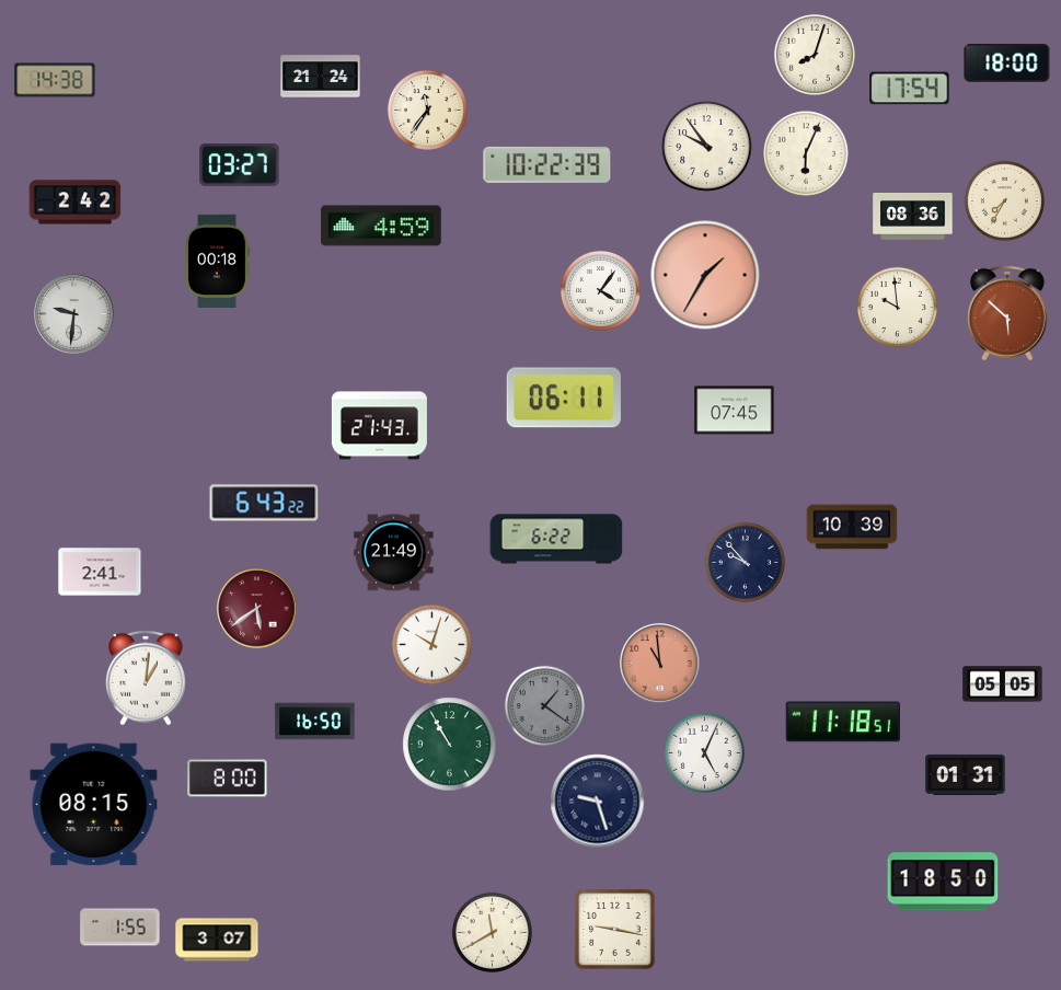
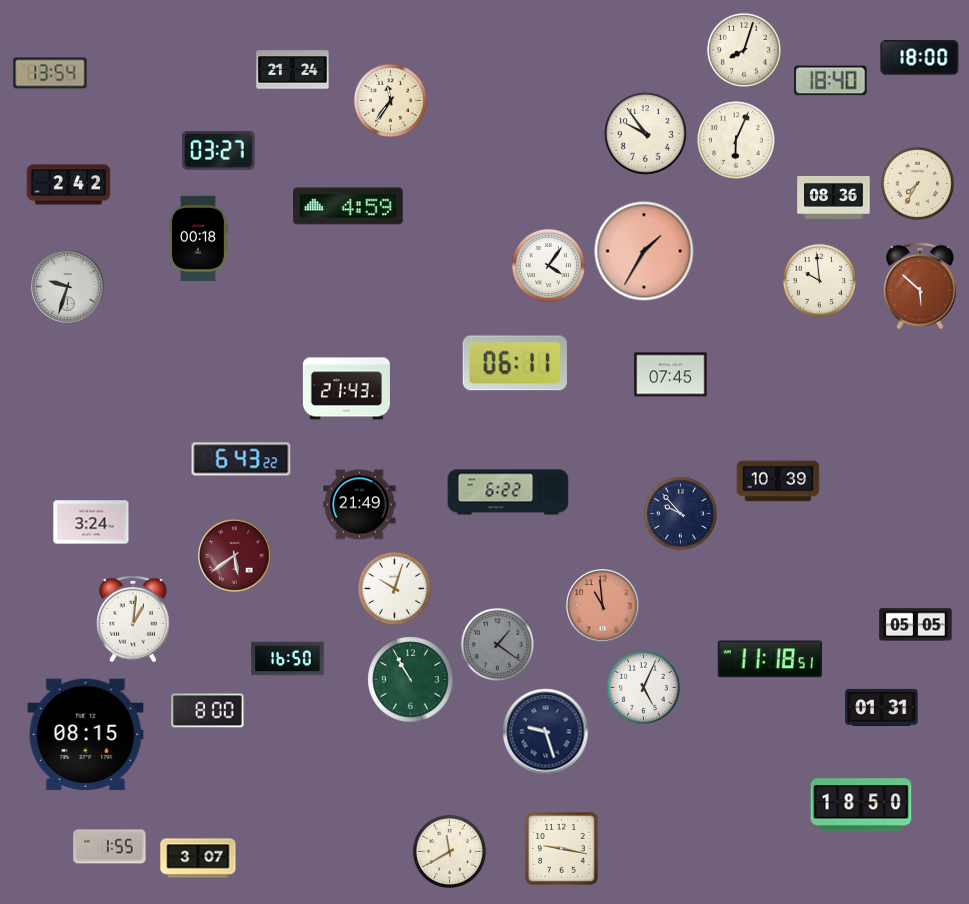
clock at (55, 80): 14:38 -> 13:54
clock at (910, 89): 17:54 -> 18:40
clock at (547, 164): 10:22 -> none
clock at (74, 314): 9:31 -> 9:33
clock at (100, 572): 2:41 -> 3:24
